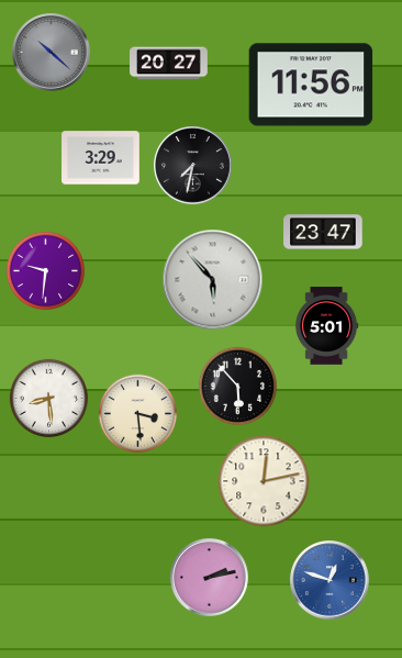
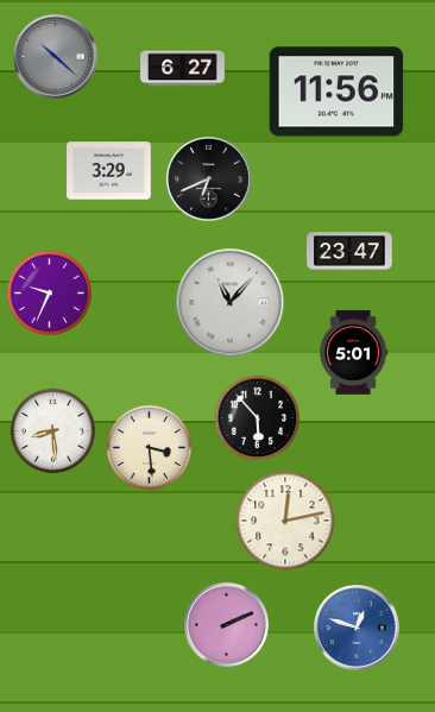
clock at (169, 64): 20:27 -> 6:27
clock at (193, 166): 7:32 -> 6:41
clock at (46, 271): 9:31 -> 9:34
clock at (213, 280): 5:53 -> 11:07
clock at (210, 578): 2:13 -> 2:11
